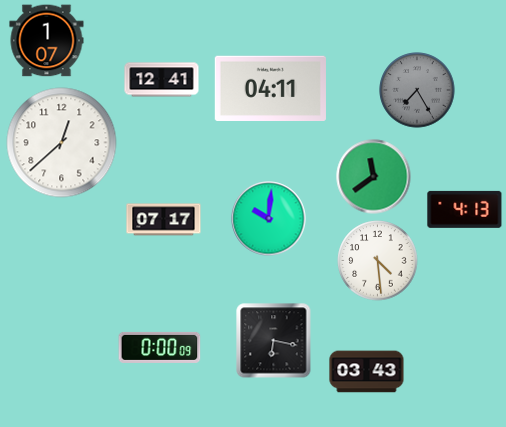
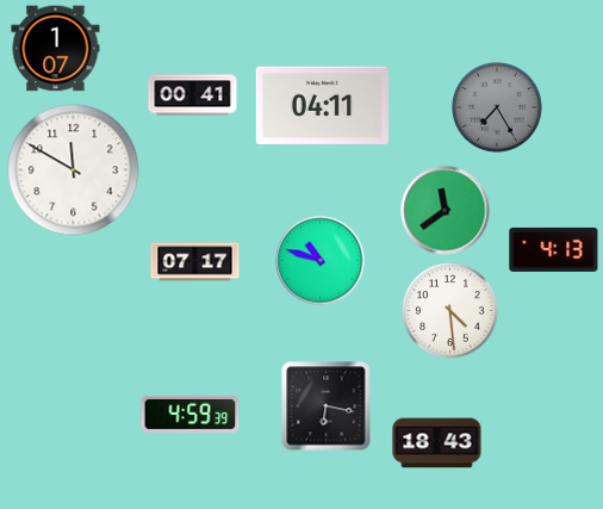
clock at (162, 80): 12:41 -> 00:41
clock at (62, 143): 12:38 -> 11:50
clock at (269, 219): 10:01 -> 10:48
clock at (160, 347): 0:00 -> 4:59
clock at (367, 372): 03:43 -> 18:43
